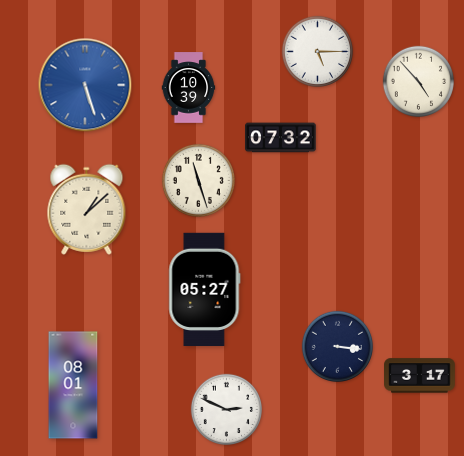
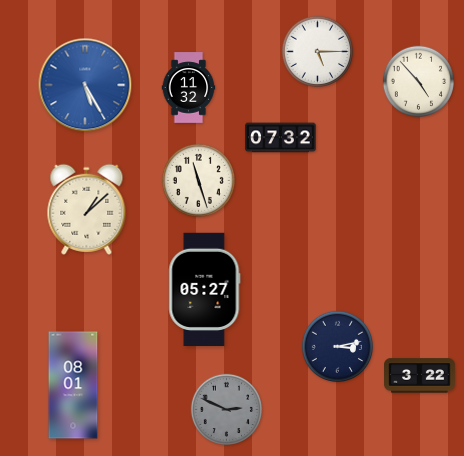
clock at (85, 85): 5:27 -> 5:25
clock at (189, 88): 10:39 -> 11:32
clock at (337, 346): 3:16 -> 3:13
clock at (420, 376): 3:17 -> 3:22
clock at (226, 409) dial: white -> grey
